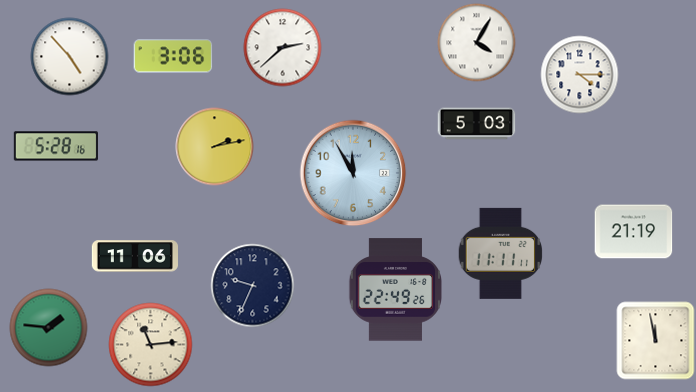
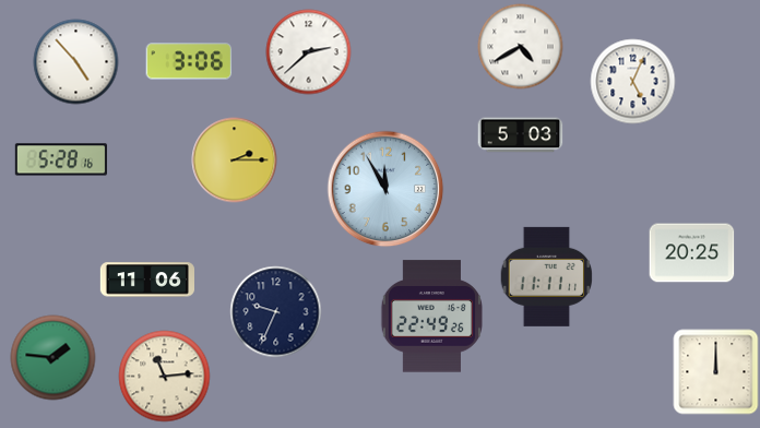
clock at (476, 42): 4:05 -> 4:40
clock at (579, 74): 4:15 -> 5:04
clock at (214, 146): 2:13 -> 2:15
clock at (633, 232): 21:19 -> 20:25
clock at (655, 340): 11:58 -> 12:00
